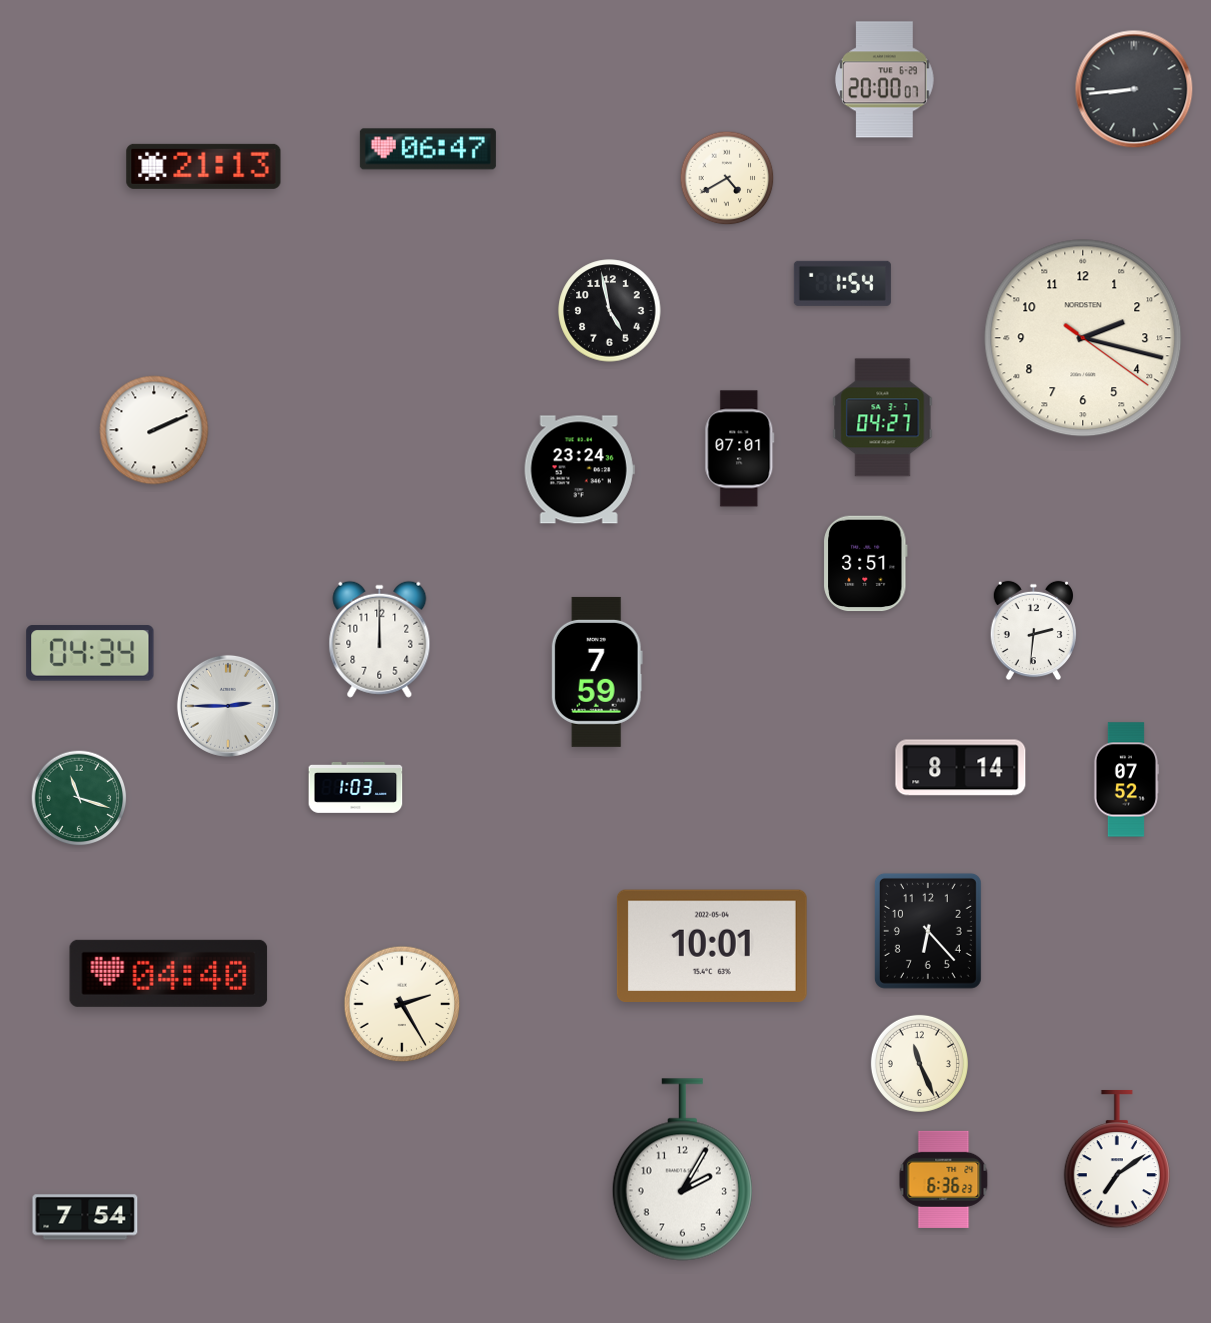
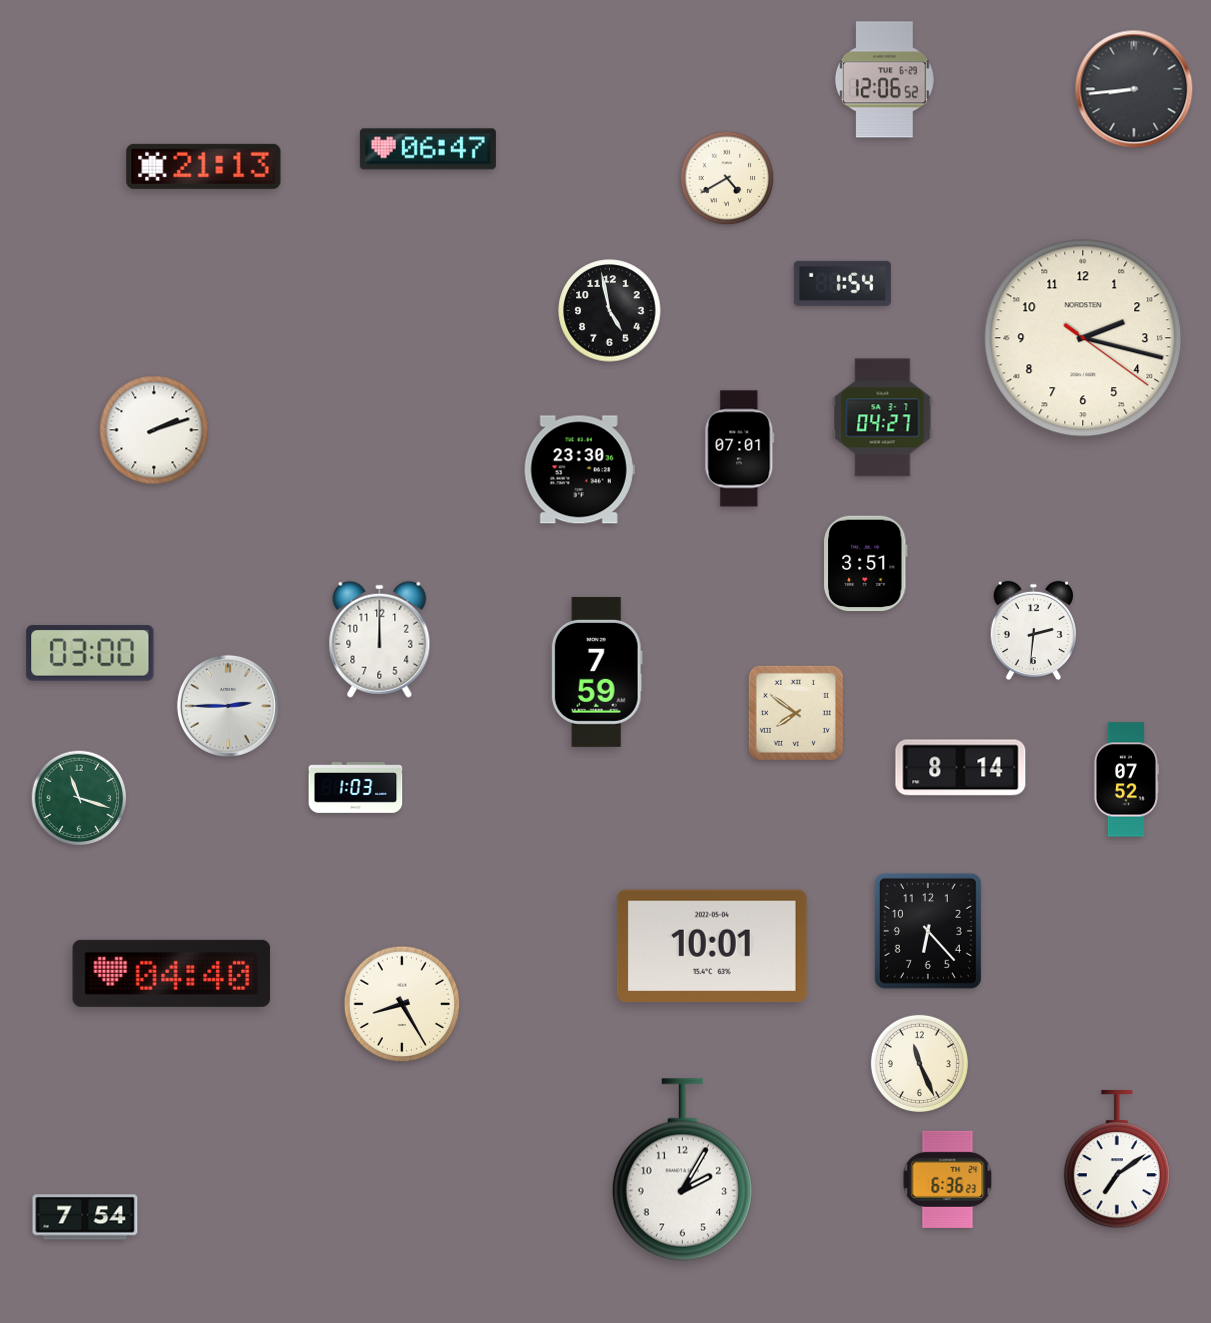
clock at (884, 80): 20:00 -> 12:06
clock at (154, 430): 2:11 -> 2:12
clock at (579, 470): 23:24 -> 23:30
clock at (90, 653): 04:34 -> 03:00
clock at (796, 713): none -> 7:51
clock at (169, 973) position: (169, 973) -> (172, 973)
clock at (402, 1004): 2:25 -> 8:25
clock at (944, 1179) position: (944, 1179) -> (948, 1179)
